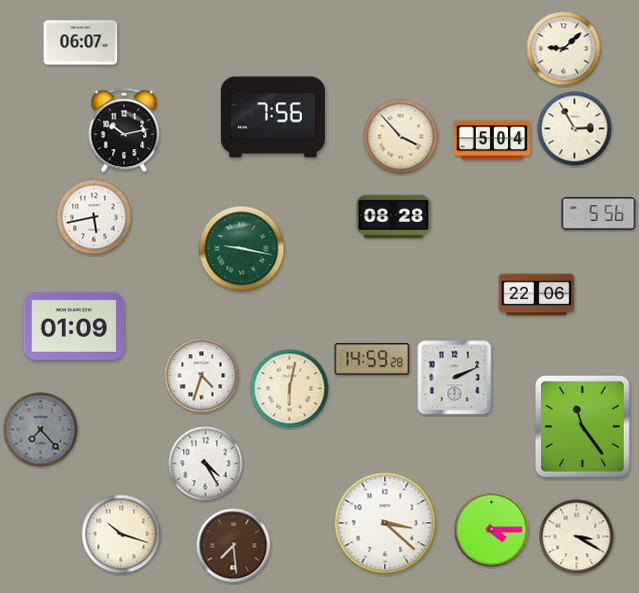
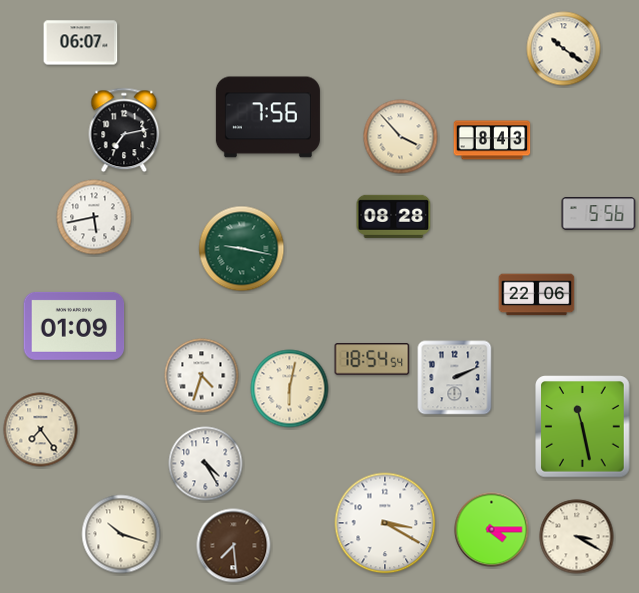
clock at (564, 49): 9:08 -> 10:21
clock at (273, 117) position: (273, 117) -> (268, 117)
clock at (575, 129): 2:55 -> none
clock at (124, 130): 10:13 -> 7:13
clock at (492, 140): 5:04 -> 8:43
clock at (372, 359): 14:59 -> 18:54
clock at (583, 427): 11:24 -> 11:28
clock at (41, 430): 7:23 -> 7:24
clock at (41, 430) dial: grey -> cream
clock at (385, 523): 3:22 -> 3:20
